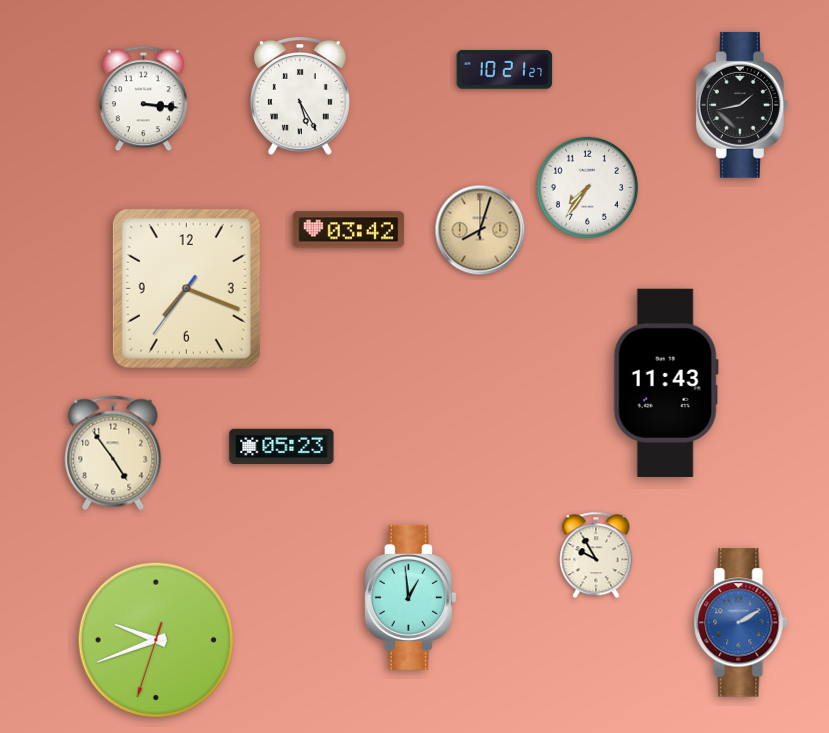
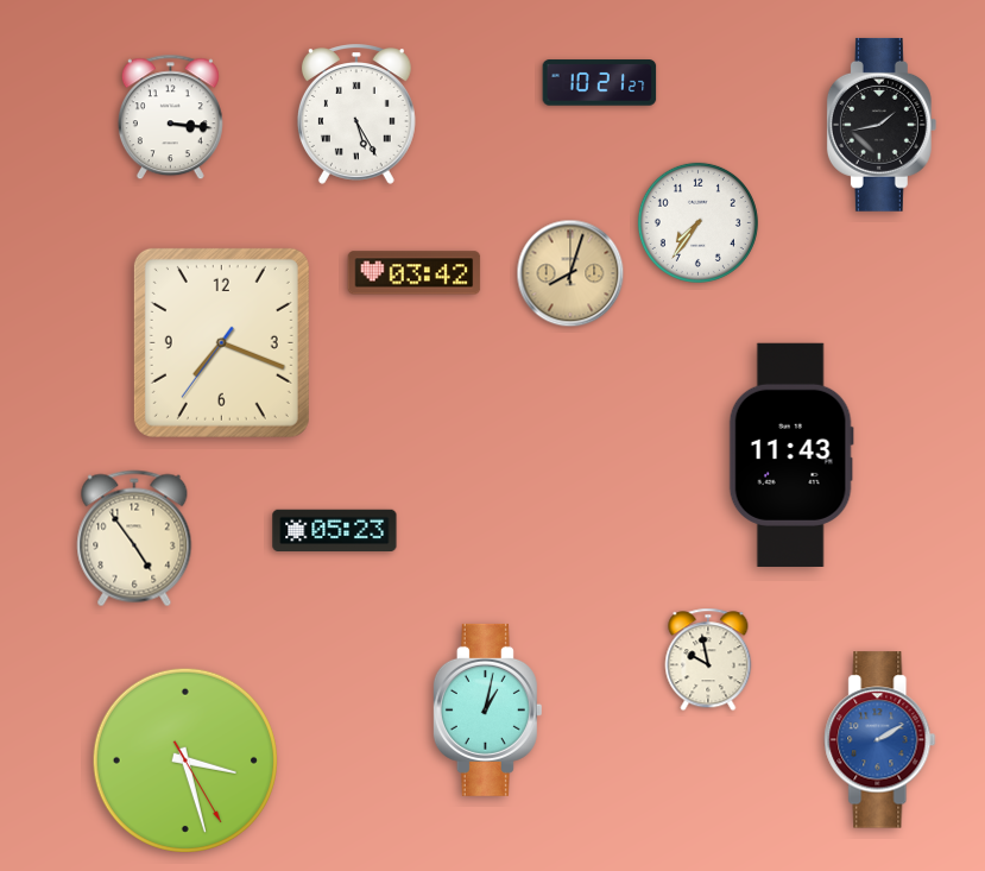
clock at (596, 555): 9:55 -> 9:58
clock at (410, 597): 12:59 -> 1:02
clock at (156, 640): 9:41 -> 3:27
